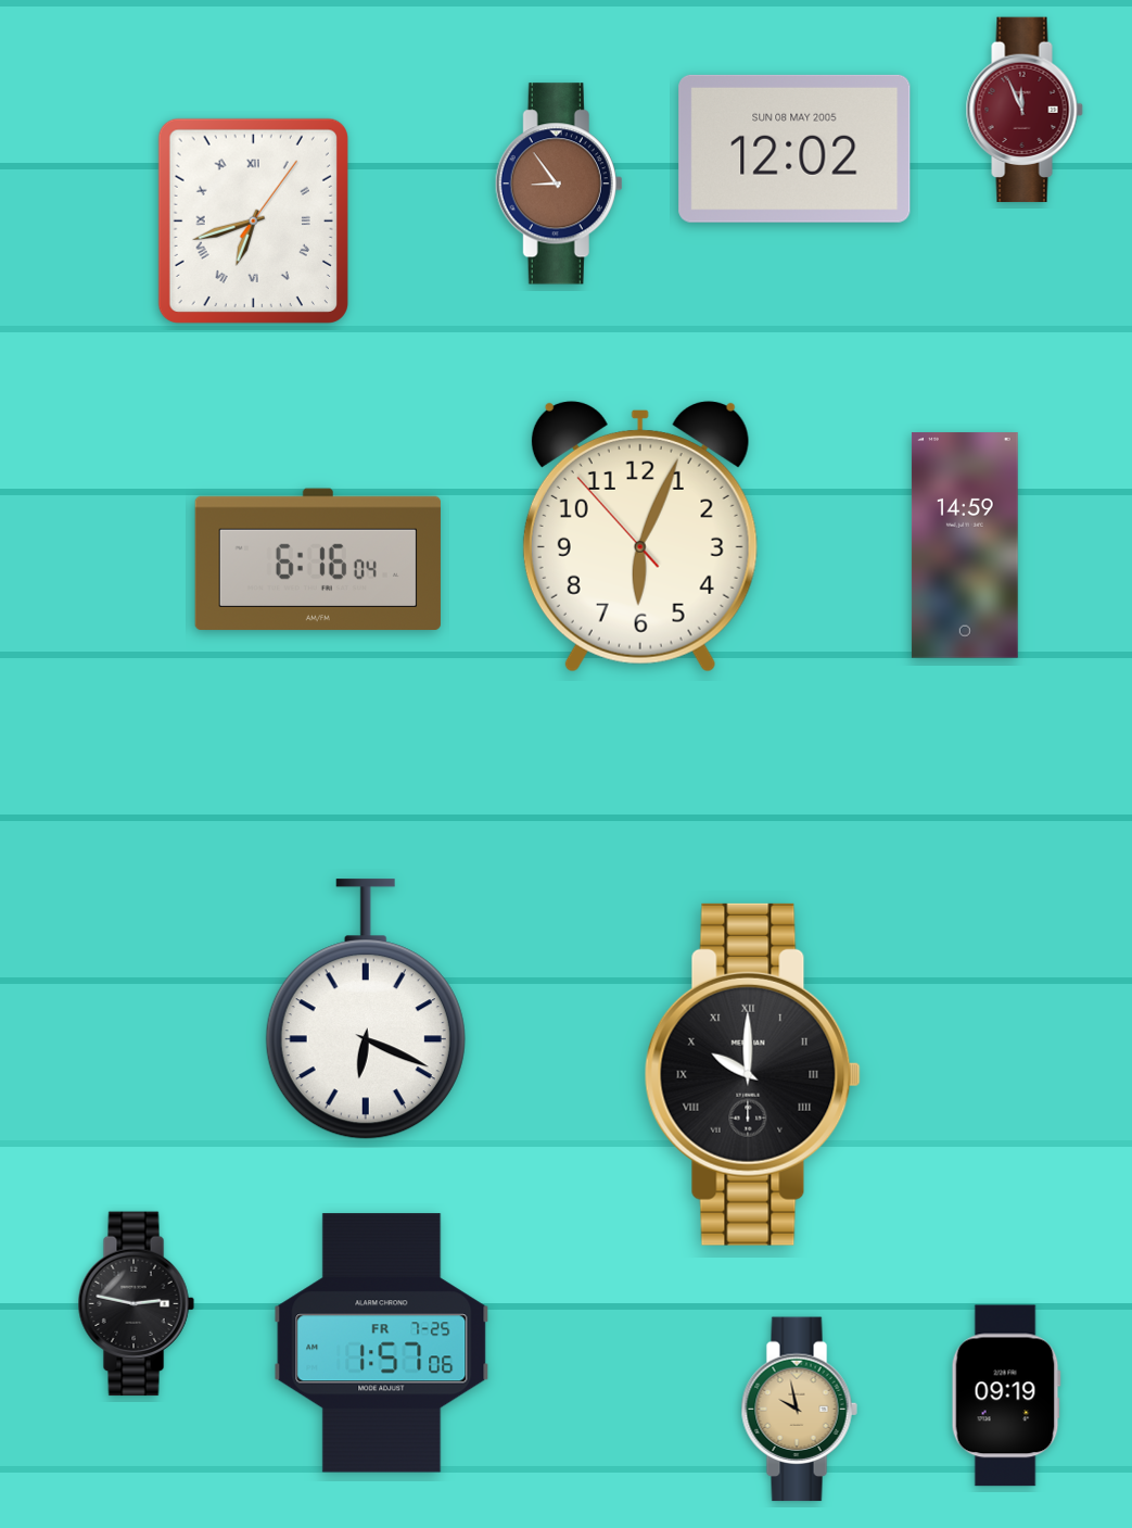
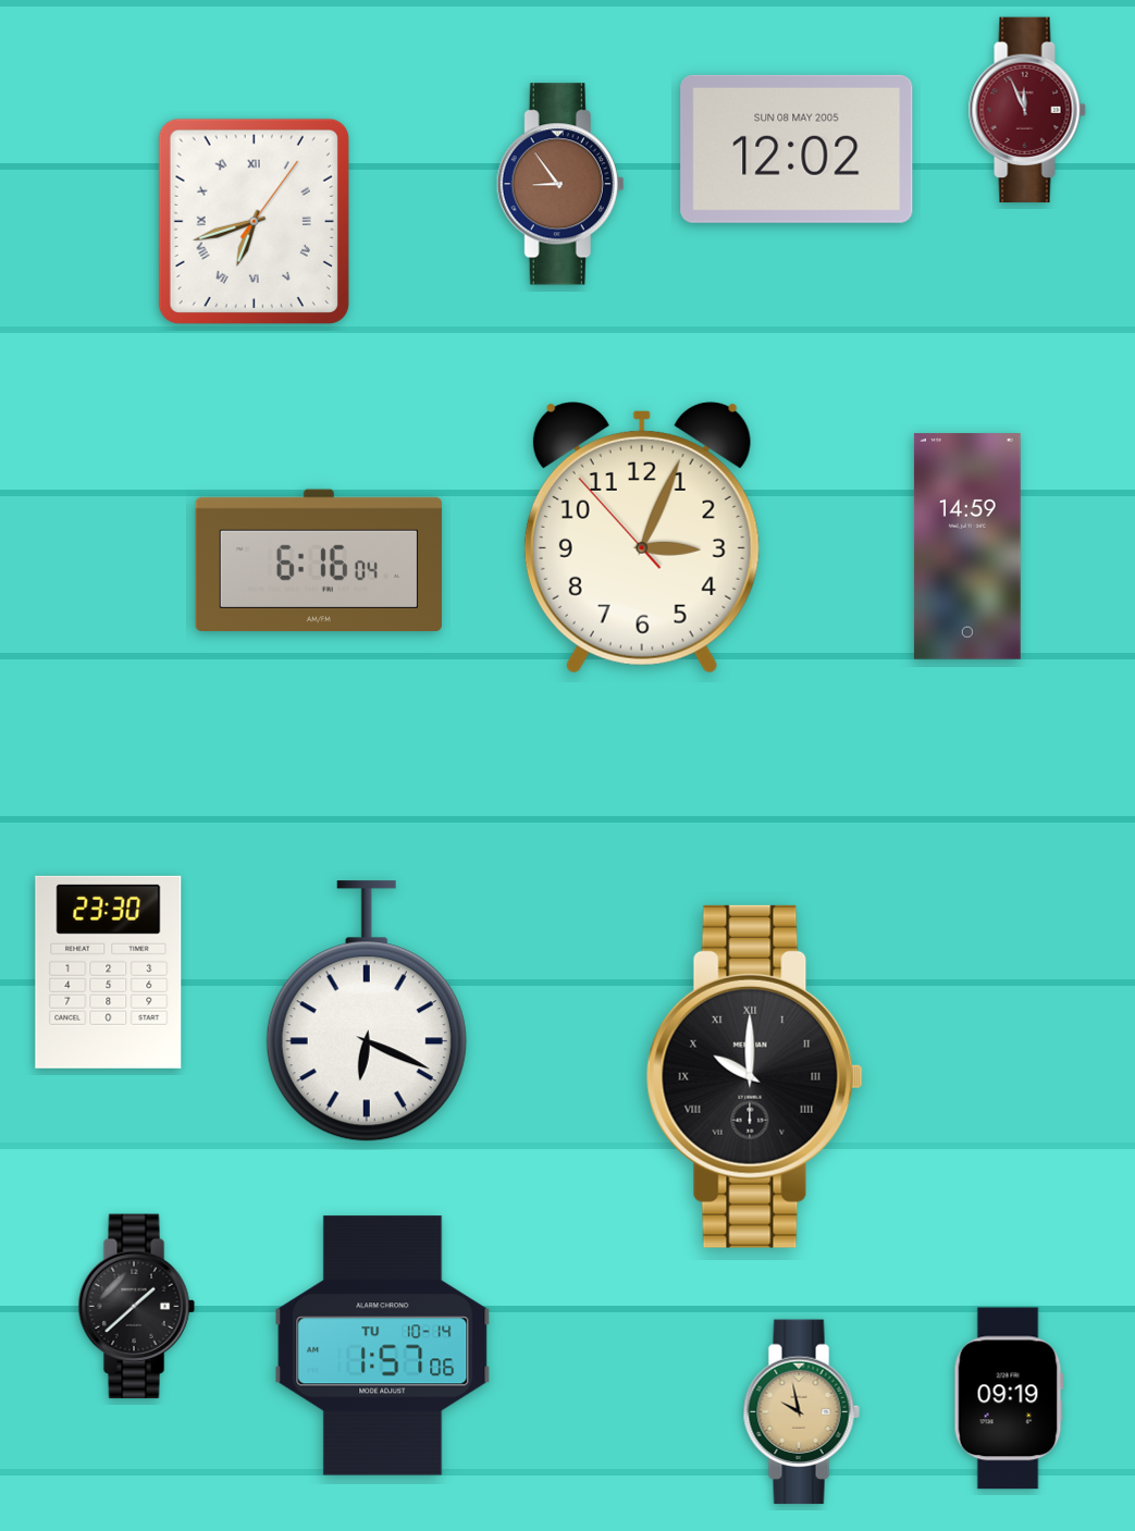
clock at (640, 538): 6:03 -> 3:03
clock at (109, 972): none -> 23:30
clock at (136, 1304): 2:47 -> 1:38
clock at (382, 1343) date: FR 7-25 -> TU 10-14
